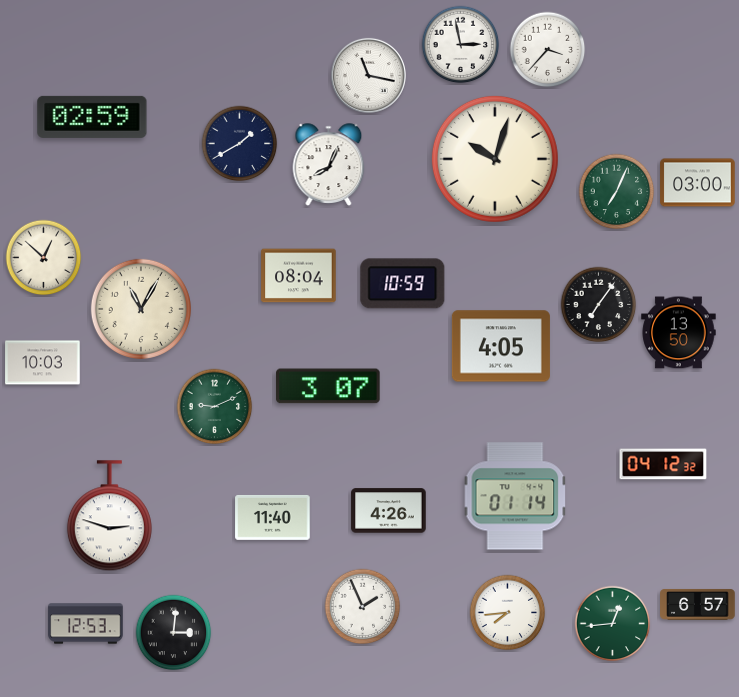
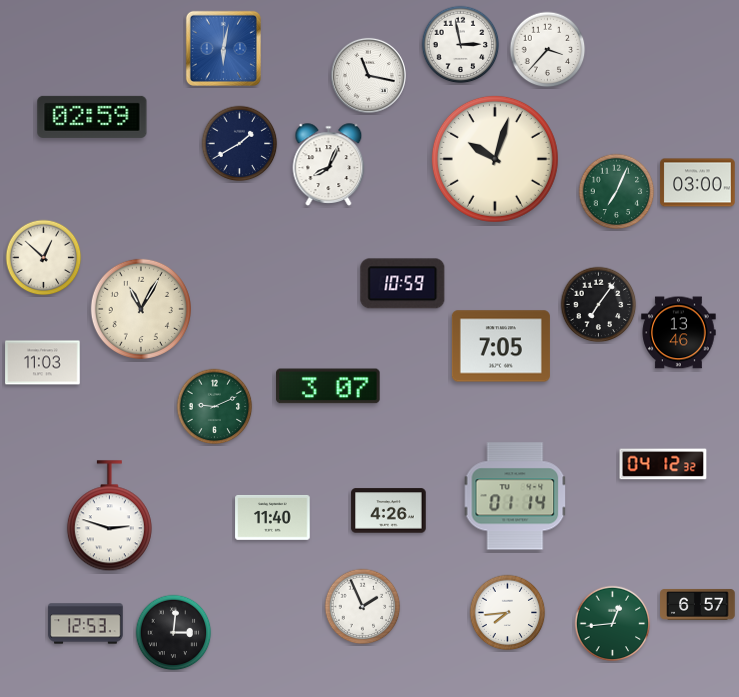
clock at (223, 48): none -> 6:02
clock at (299, 276): 08:04 -> none
clock at (679, 333): 13:50 -> 13:46
clock at (501, 346): 4:05 -> 7:05
clock at (43, 363): 10:03 -> 11:03
